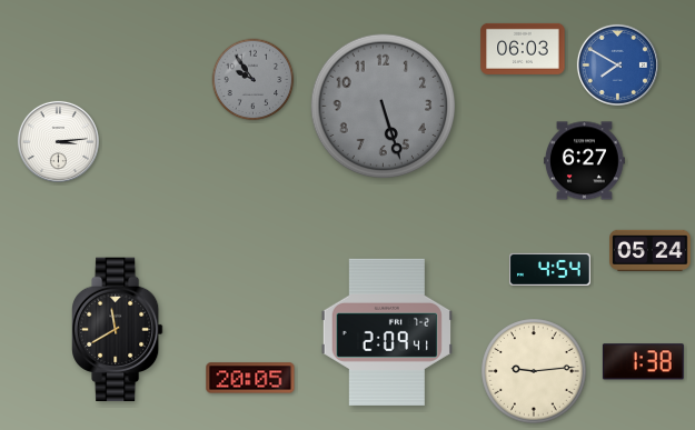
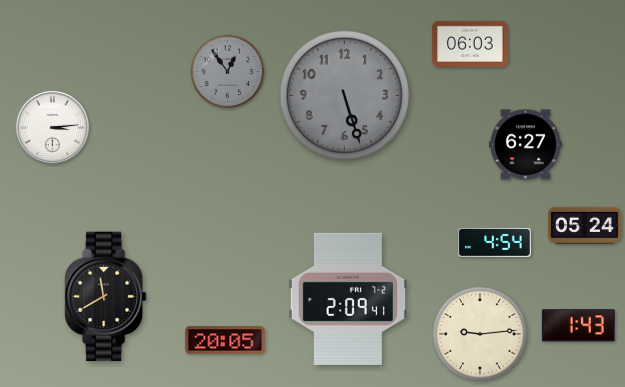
clock at (617, 64): 7:50 -> none
clock at (254, 80): 9:54 -> 12:54
clock at (643, 362): 1:38 -> 1:43
